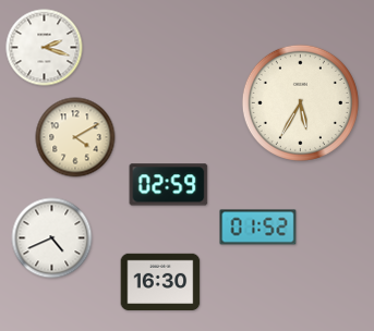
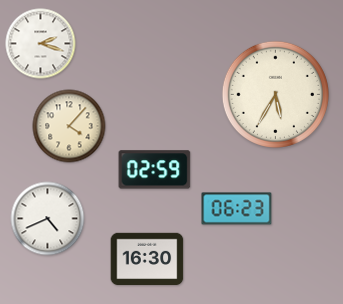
clock at (75, 137): 4:10 -> 4:07
clock at (258, 228): 01:52 -> 06:23
